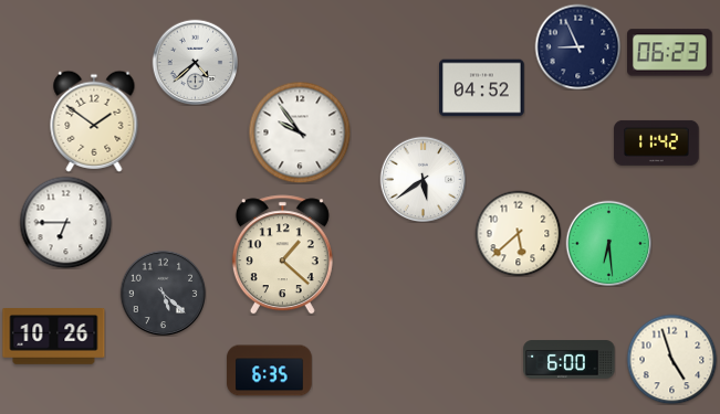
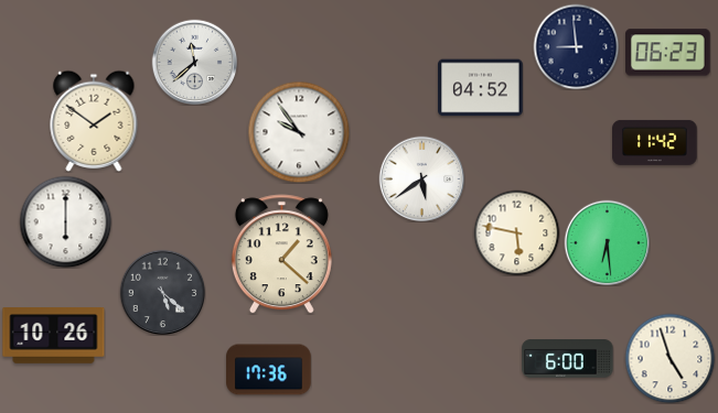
clock at (577, 46): 8:56 -> 8:59
clock at (195, 62): 4:38 -> 11:38
clock at (65, 222): 6:45 -> 6:00
clock at (518, 233): 5:38 -> 5:47
clock at (270, 371): 6:35 -> 17:36
